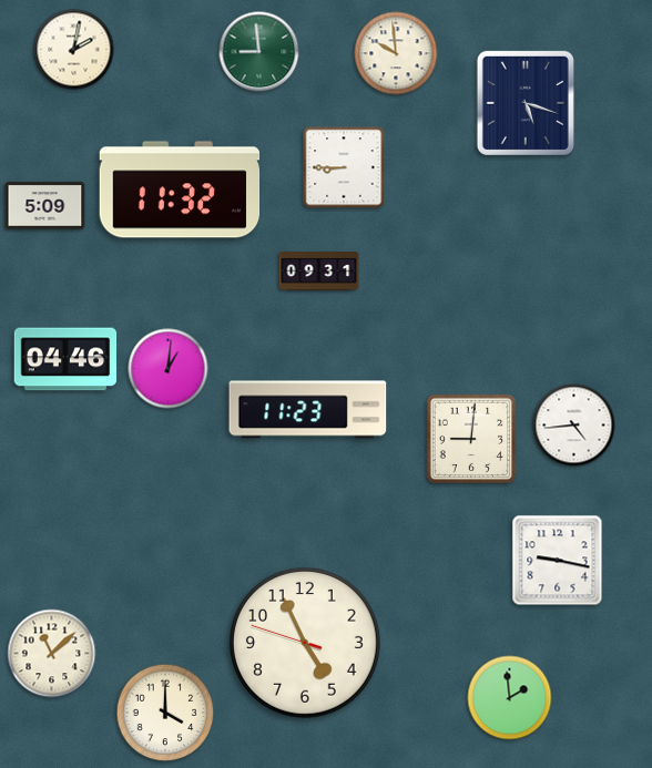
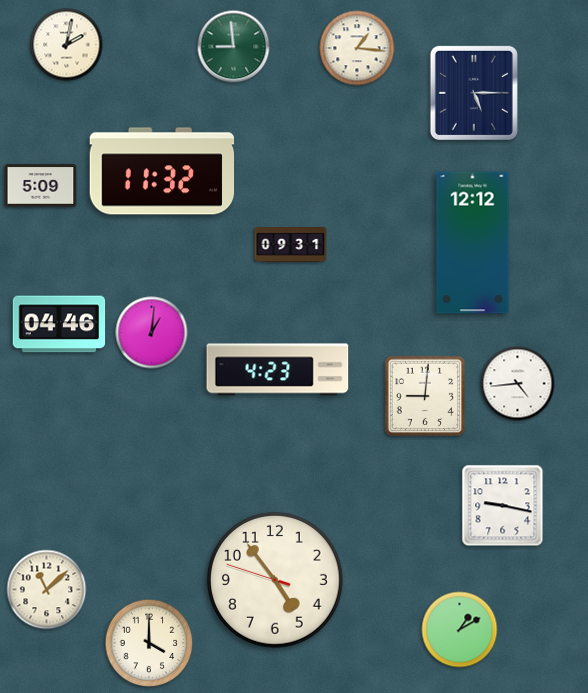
clock at (396, 53): 9:59 -> 1:16
clock at (526, 103): 5:18 -> 5:15
clock at (344, 167): 8:45 -> none
clock at (473, 243): none -> 12:12
clock at (319, 272) position: (319, 272) -> (291, 245)
clock at (308, 410): 11:23 -> 4:23
clock at (305, 643): 4:55 -> 4:53
clock at (510, 698): 1:59 -> 1:10
